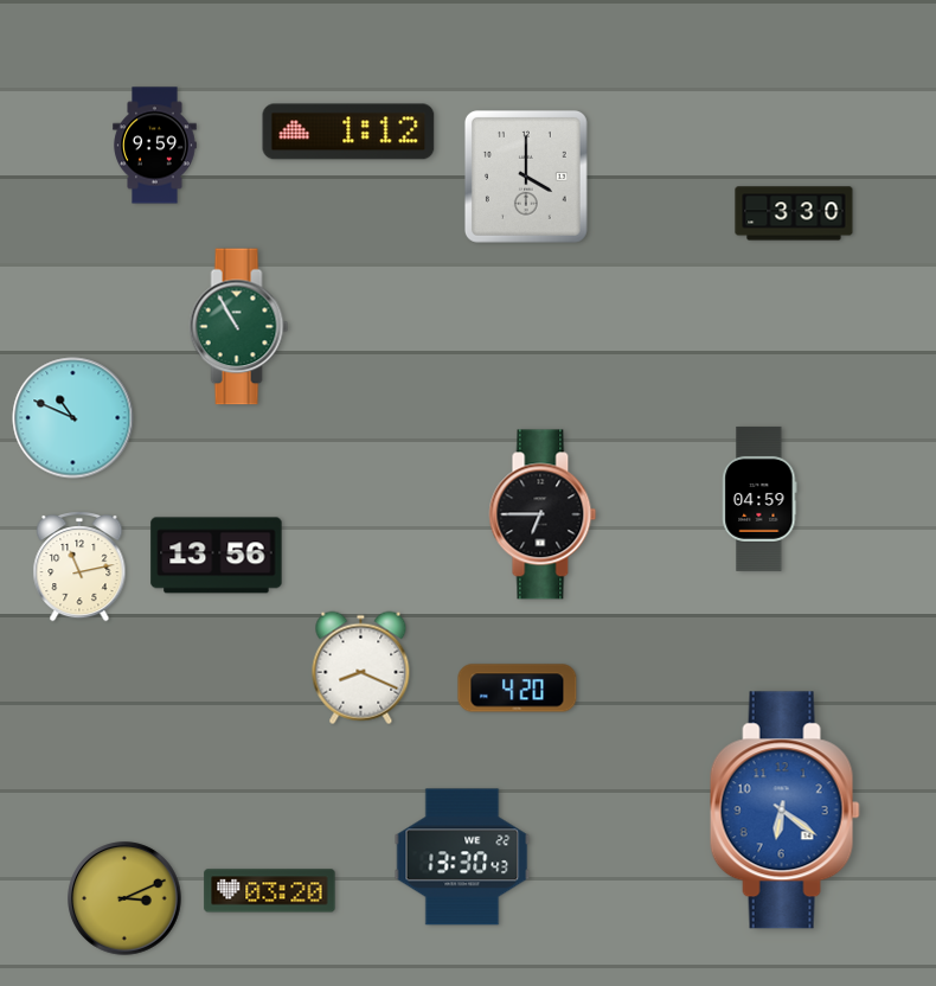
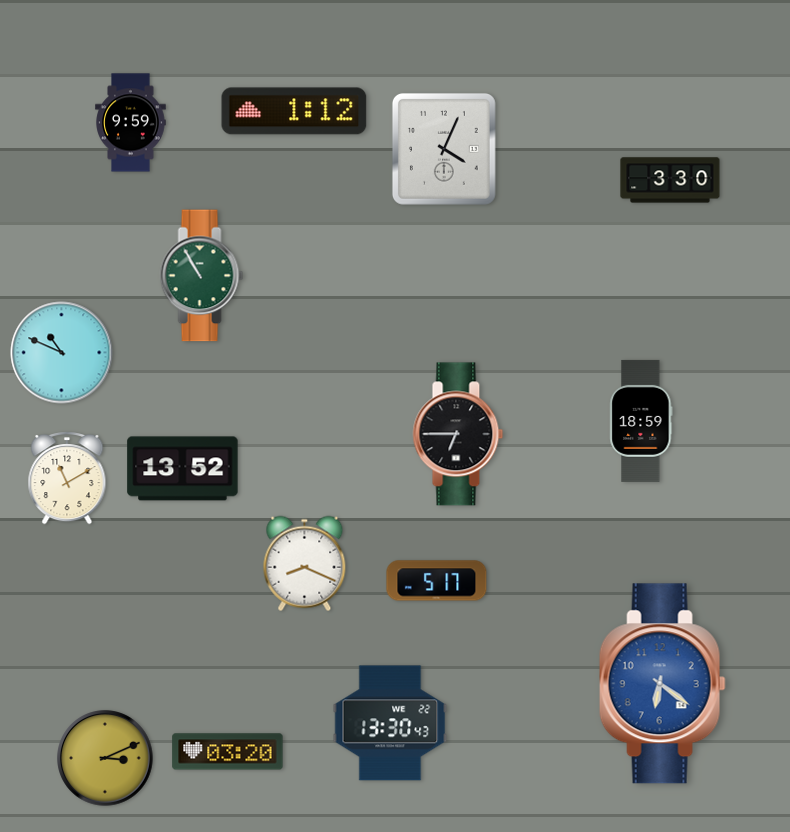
clock at (526, 177): 4:00 -> 4:04
clock at (759, 499): 04:59 -> 18:59
clock at (217, 556): 13:56 -> 13:52
clock at (79, 568): 11:13 -> 11:10
clock at (518, 689): 4:20 -> 5:17
